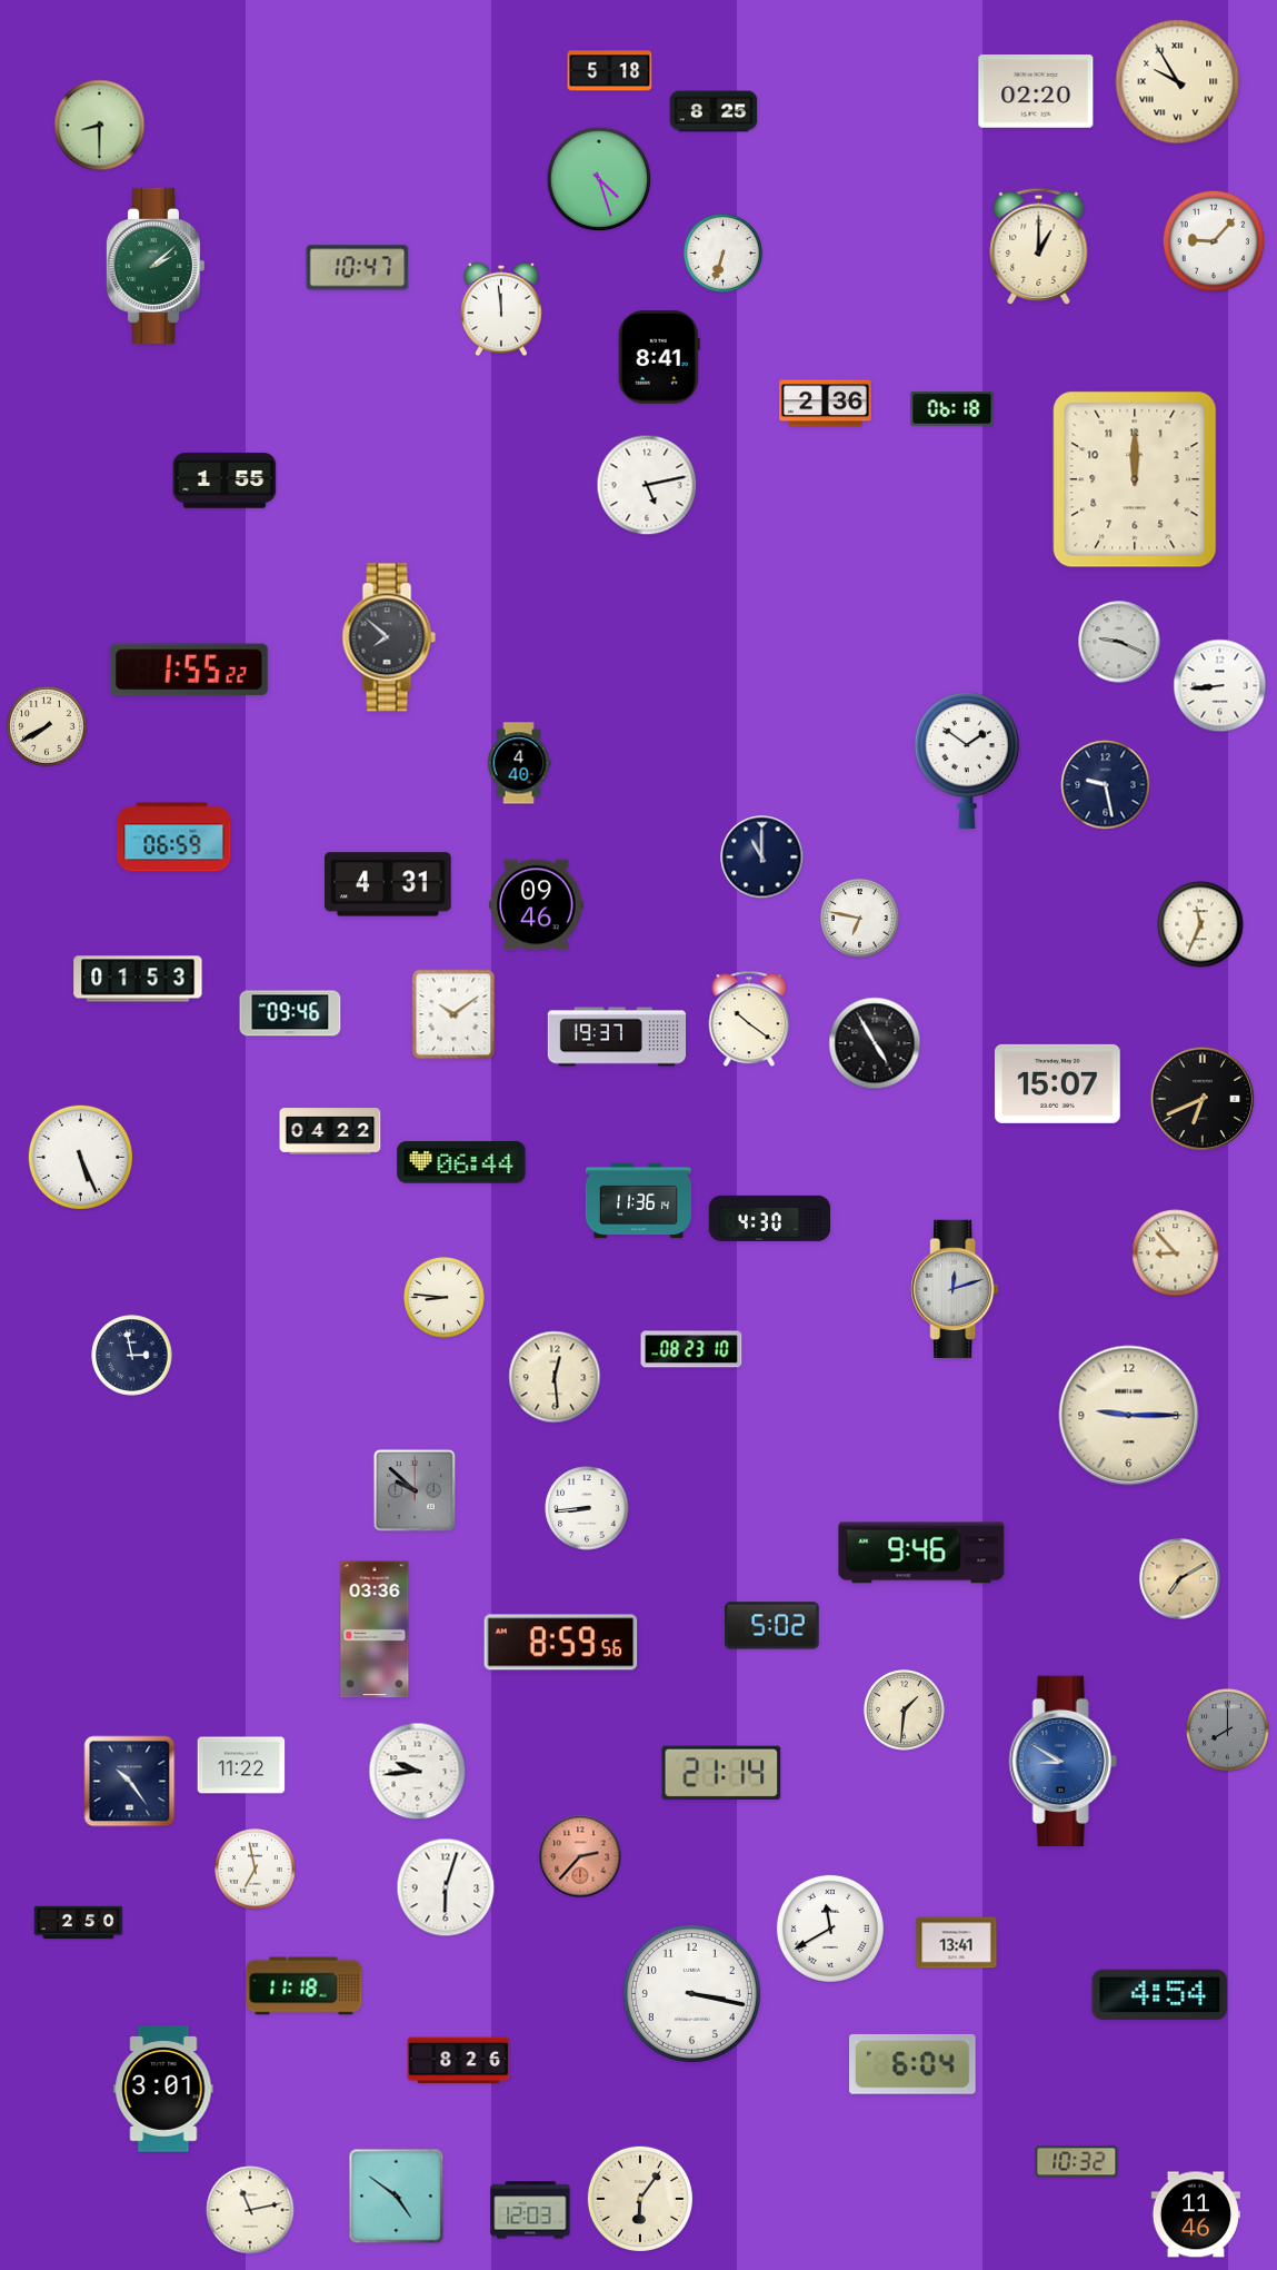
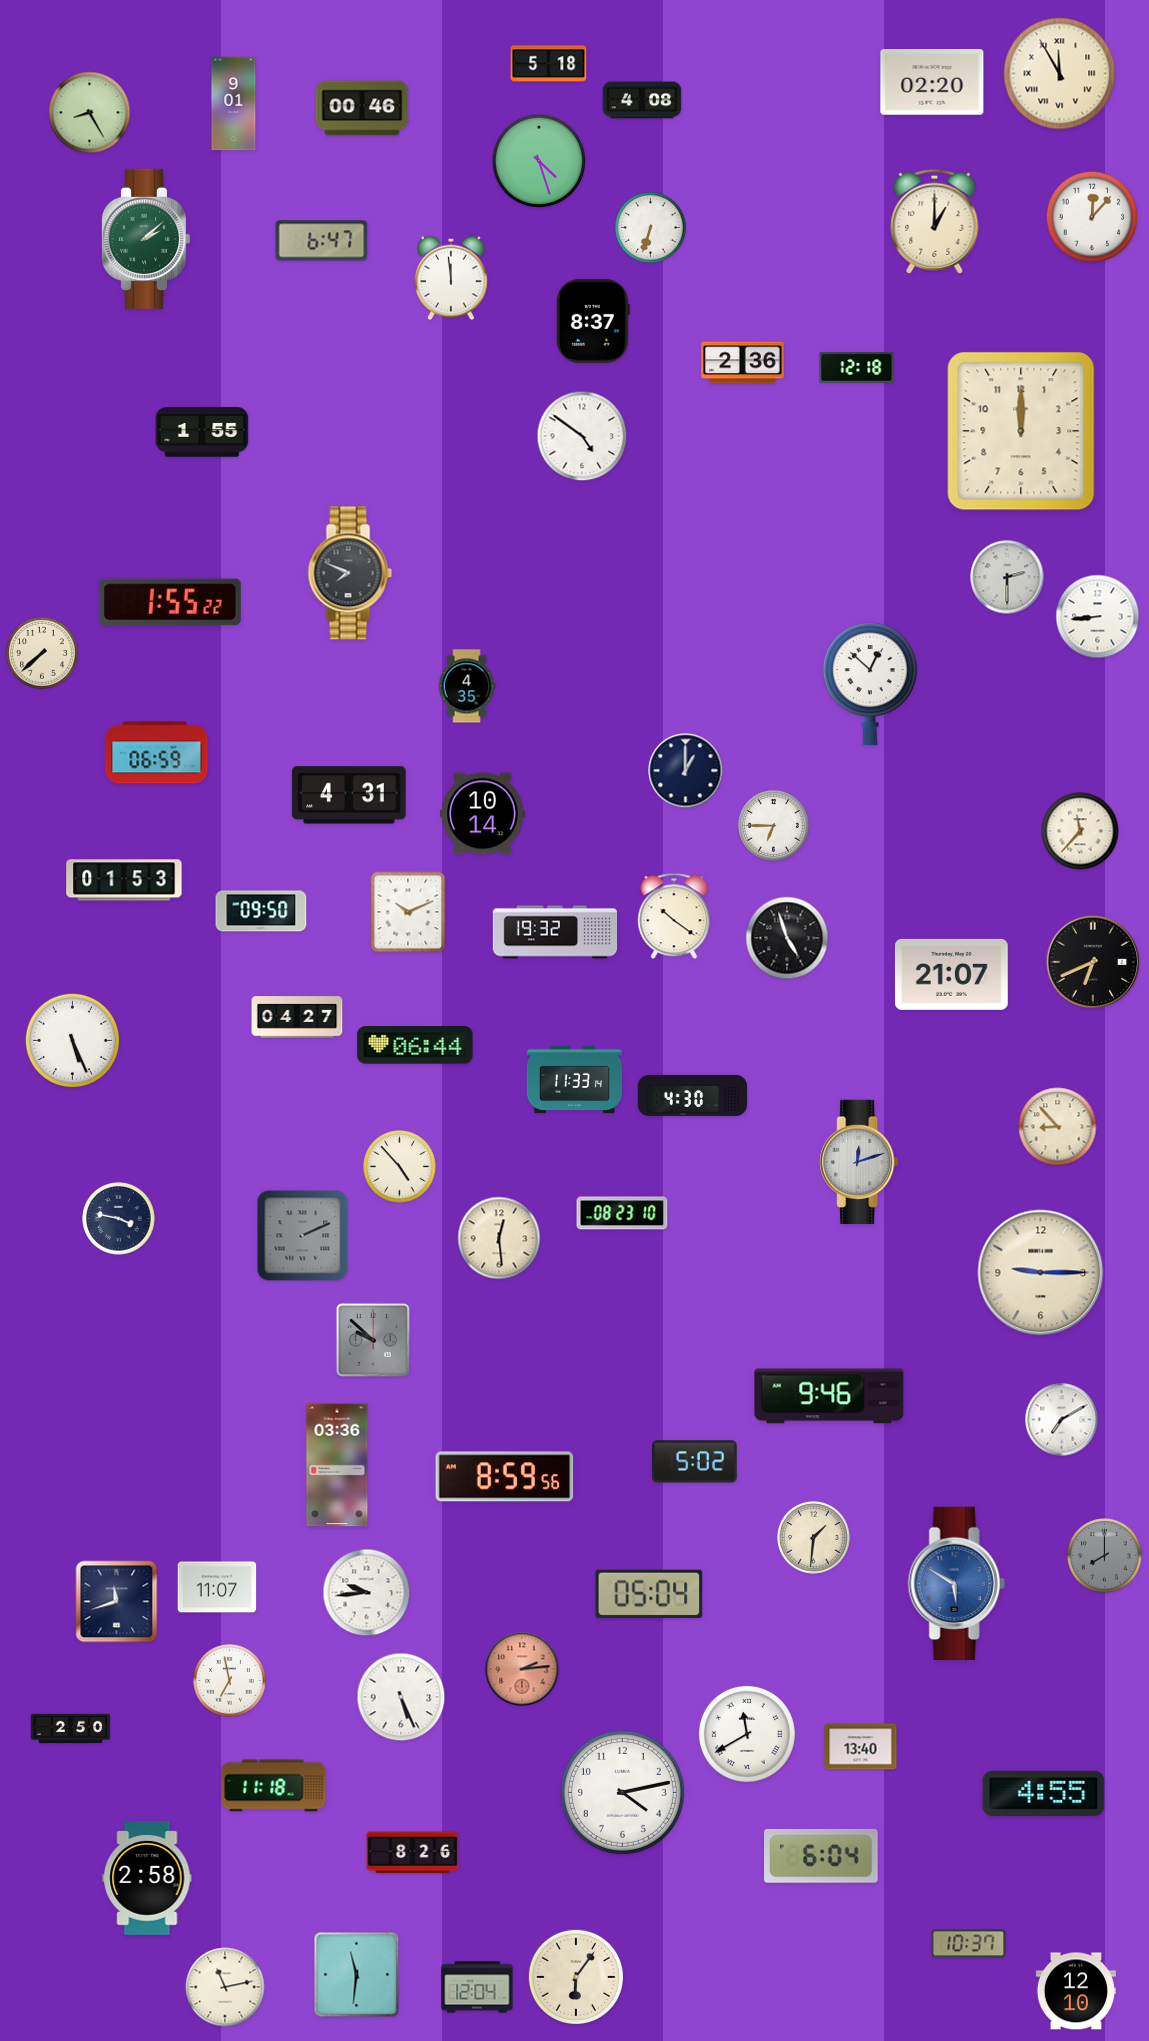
clock at (1178, 82): 9:55 -> 11:55
clock at (714, 111): 8:25 -> 4:08
clock at (234, 104): none -> 9:01
clock at (362, 108): none -> 00:46
clock at (100, 126): 8:30 -> 8:25
clock at (1214, 241): 9:07 -> 12:07
clock at (154, 266) position: (154, 266) -> (145, 239)
clock at (358, 268): 10:47 -> 6:47
clock at (659, 357): 8:41 -> 8:37
clock at (952, 409): 06:18 -> 12:18
clock at (647, 485): 5:13 -> 4:51
clock at (389, 637): 7:52 -> 7:49
clock at (1119, 642): 9:19 -> 2:30
clock at (47, 726): 7:40 -> 7:38
clock at (967, 761): 1:51 -> 12:52
clock at (519, 763): 4:40 -> 4:35
clock at (1106, 785): 9:28 -> none
clock at (762, 858): 11:00 -> 1:00
clock at (537, 905): 09:46 -> 10:14
clock at (860, 919): 6:47 -> 6:45
clock at (1200, 924): 11:34 -> 11:37
clock at (290, 1013): 09:46 -> 09:50
clock at (453, 1014): 10:09 -> 10:11
clock at (617, 1037): 19:37 -> 19:32
clock at (875, 1043): 4:55 -> 4:57
clock at (1057, 1083): 15:07 -> 21:07
clock at (1203, 1099) position: (1203, 1099) -> (1093, 962)
clock at (330, 1131): 04:22 -> 04:27
clock at (638, 1201): 11:36 -> 11:33
clock at (955, 1288) position: (955, 1288) -> (859, 1161)
clock at (445, 1298): 8:46 -> 4:53
clock at (132, 1356): 2:58 -> 3:47
clock at (303, 1236): none -> 2:11
clock at (1129, 1416) position: (1129, 1416) -> (1041, 1273)
clock at (587, 1508): 8:44 -> none
clock at (1180, 1579) dial: champagne -> white
clock at (1062, 1761): 8:50 -> 5:50
clock at (241, 1765): 11:22 -> 11:07
clock at (418, 1772) position: (418, 1772) -> (367, 1593)
clock at (721, 1773): 21:14 -> 05:04
clock at (130, 1782): 10:24 -> 11:42
clock at (580, 1856): 2:37 -> 2:14
clock at (446, 1887): 6:03 -> 5:26
clock at (957, 1943): 13:41 -> 13:40
clock at (691, 1993): 3:17 -> 4:13
clock at (1160, 1994): 4:54 -> 4:55
clock at (163, 2089): 3:01 -> 2:58
clock at (1077, 2162): 10:32 -> 10:37
clock at (397, 2197): 4:51 -> 11:31
clock at (530, 2210): 12:03 -> 12:04
clock at (1195, 2214): 11:46 -> 12:10
